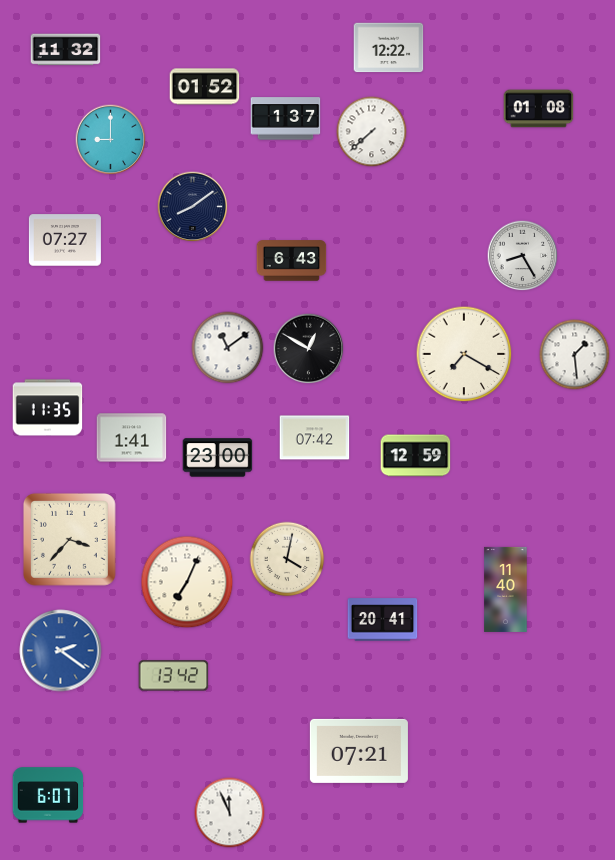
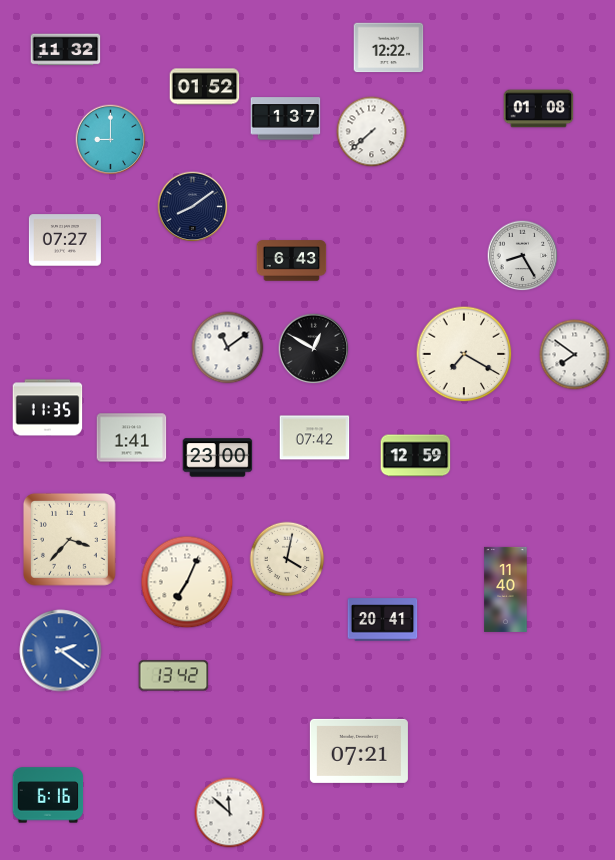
clock at (309, 349) position: (309, 349) -> (314, 349)
clock at (575, 355): 1:29 -> 7:51
clock at (48, 795): 6:07 -> 6:16
clock at (230, 813): 11:56 -> 11:52
